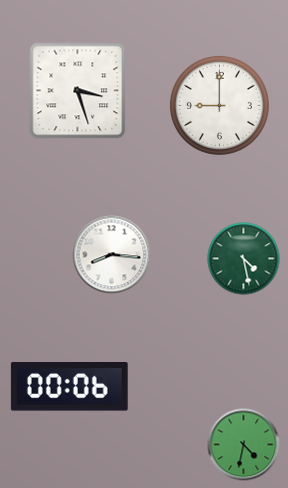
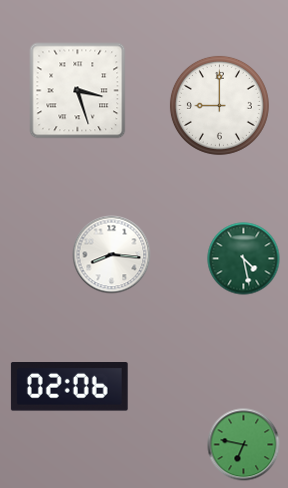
clock at (69, 387): 00:06 -> 02:06
clock at (244, 445): 4:32 -> 6:47
